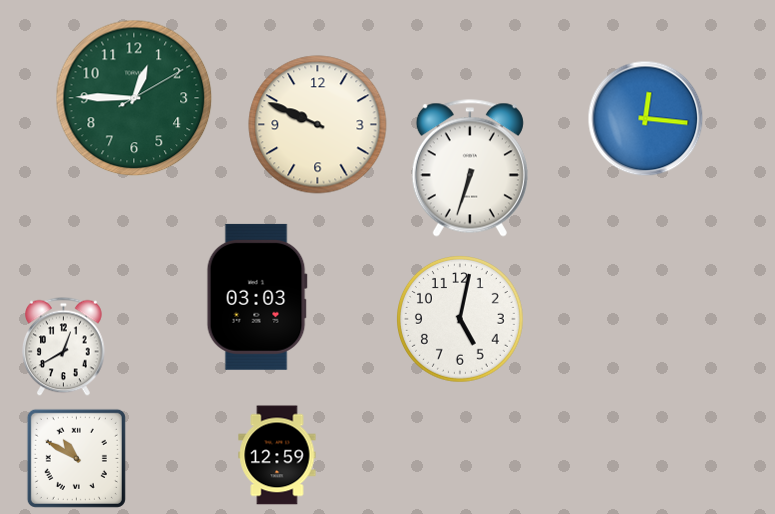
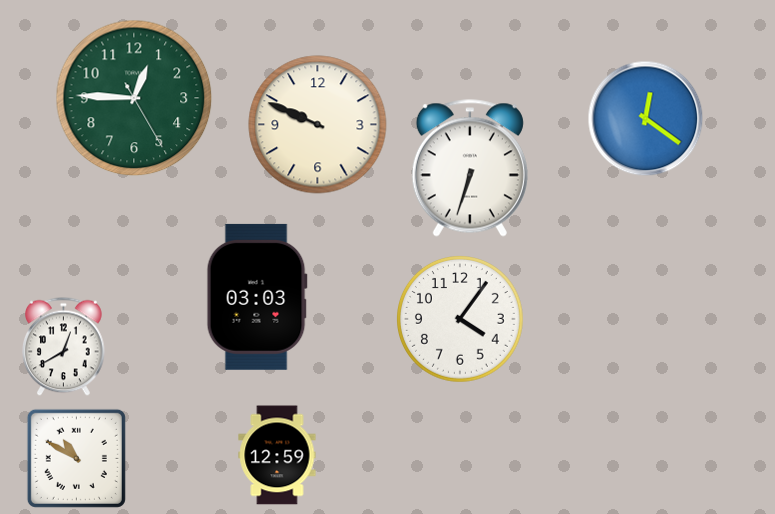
clock at (134, 98): 12:45:10 -> 12:45:25
clock at (646, 119): 12:16 -> 12:21
clock at (461, 320): 5:02 -> 4:06
